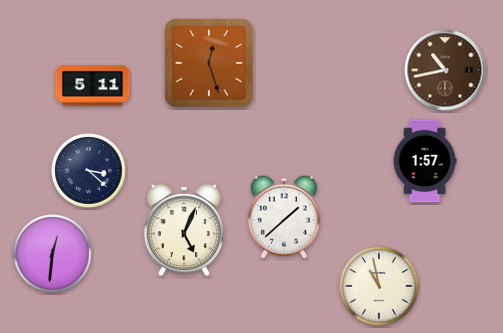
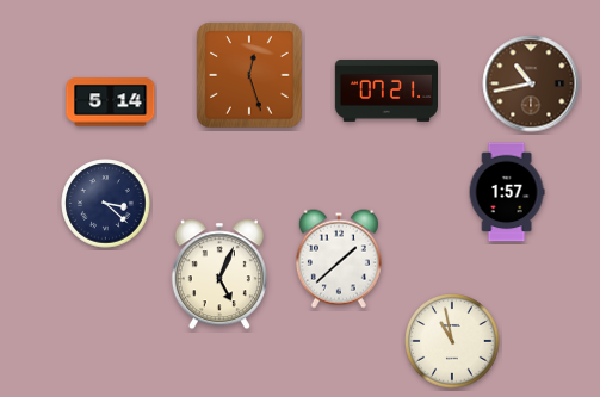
clock at (385, 91): none -> 07:21
clock at (93, 86): 5:11 -> 5:14
clock at (53, 254): 12:31 -> none
